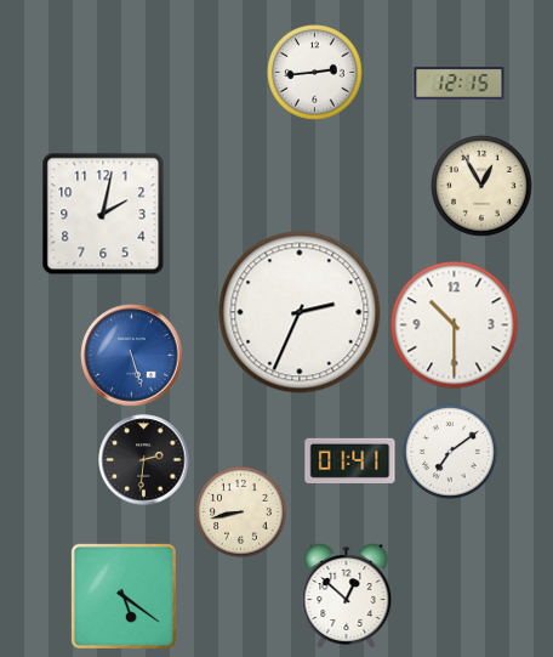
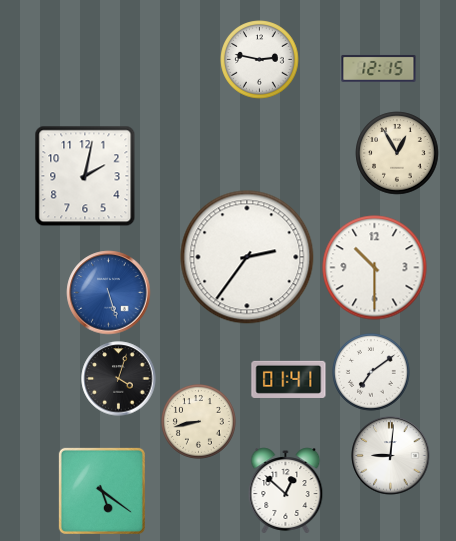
clock at (315, 73): 2:44 -> 2:47
clock at (300, 312): 2:34 -> 2:36
clock at (144, 460): 2:31 -> 4:03
clock at (391, 456): none -> 9:01
